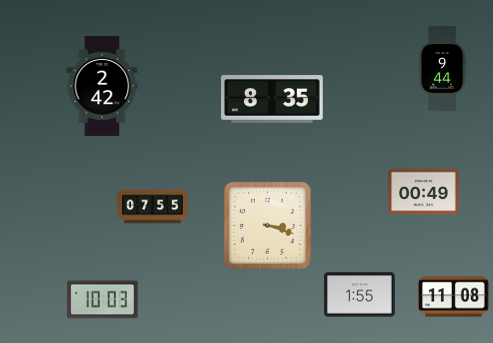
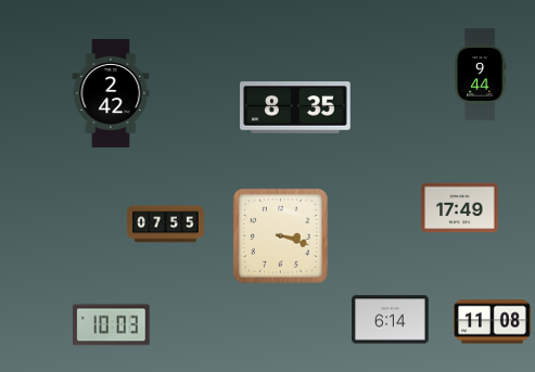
clock at (424, 192): 00:49 -> 17:49
clock at (267, 225) position: (267, 225) -> (280, 235)
clock at (360, 295): 1:55 -> 6:14
